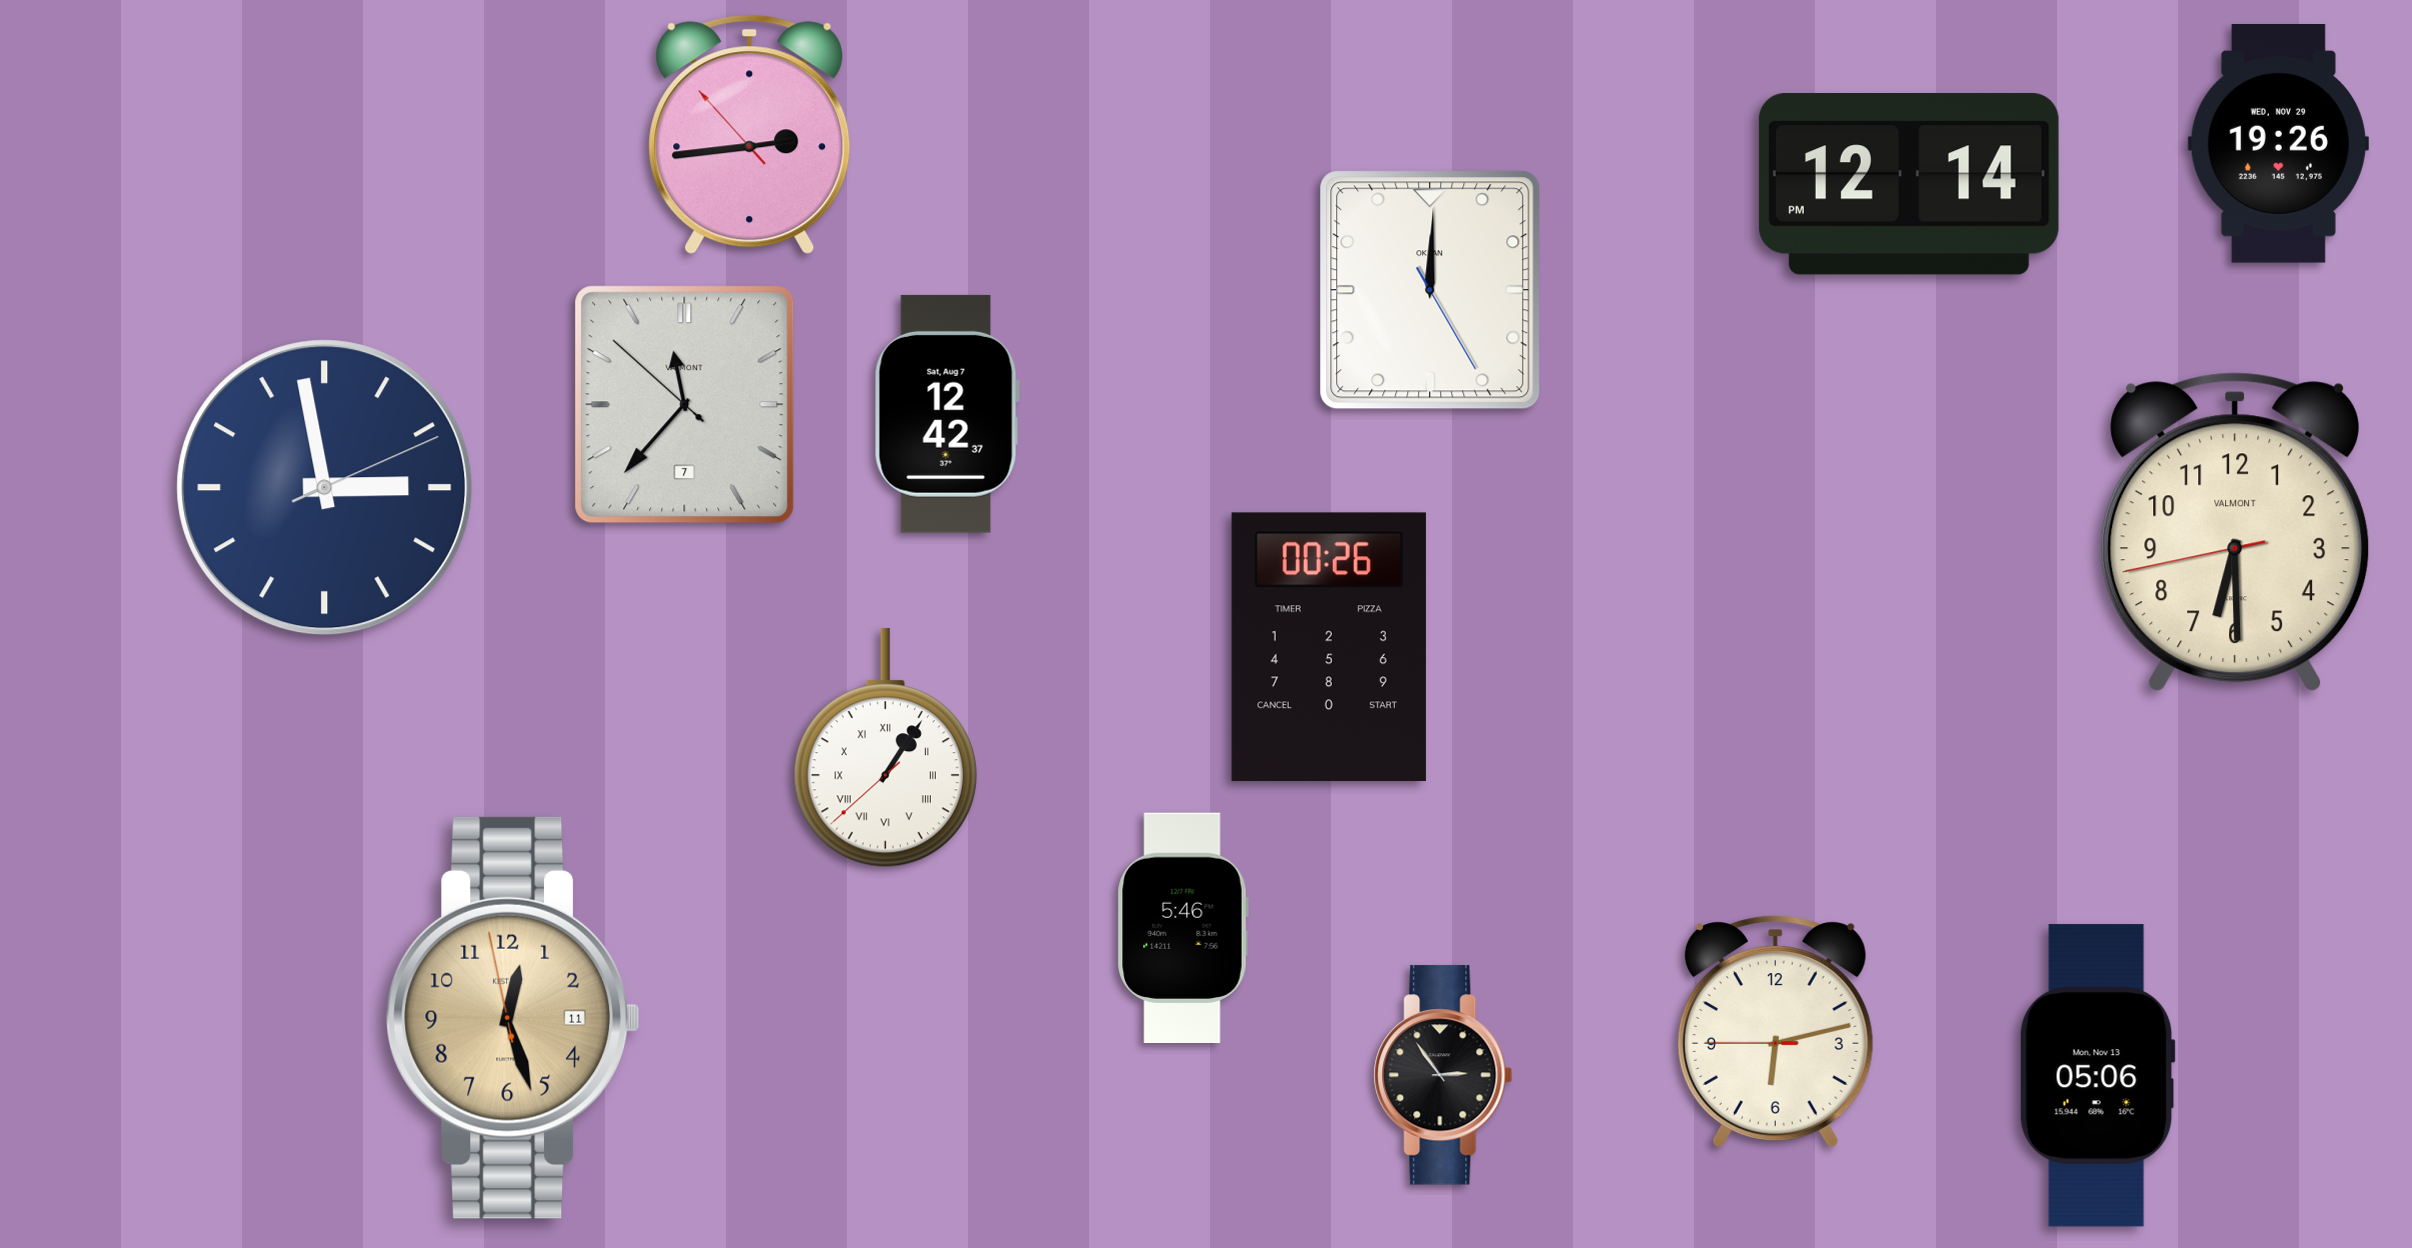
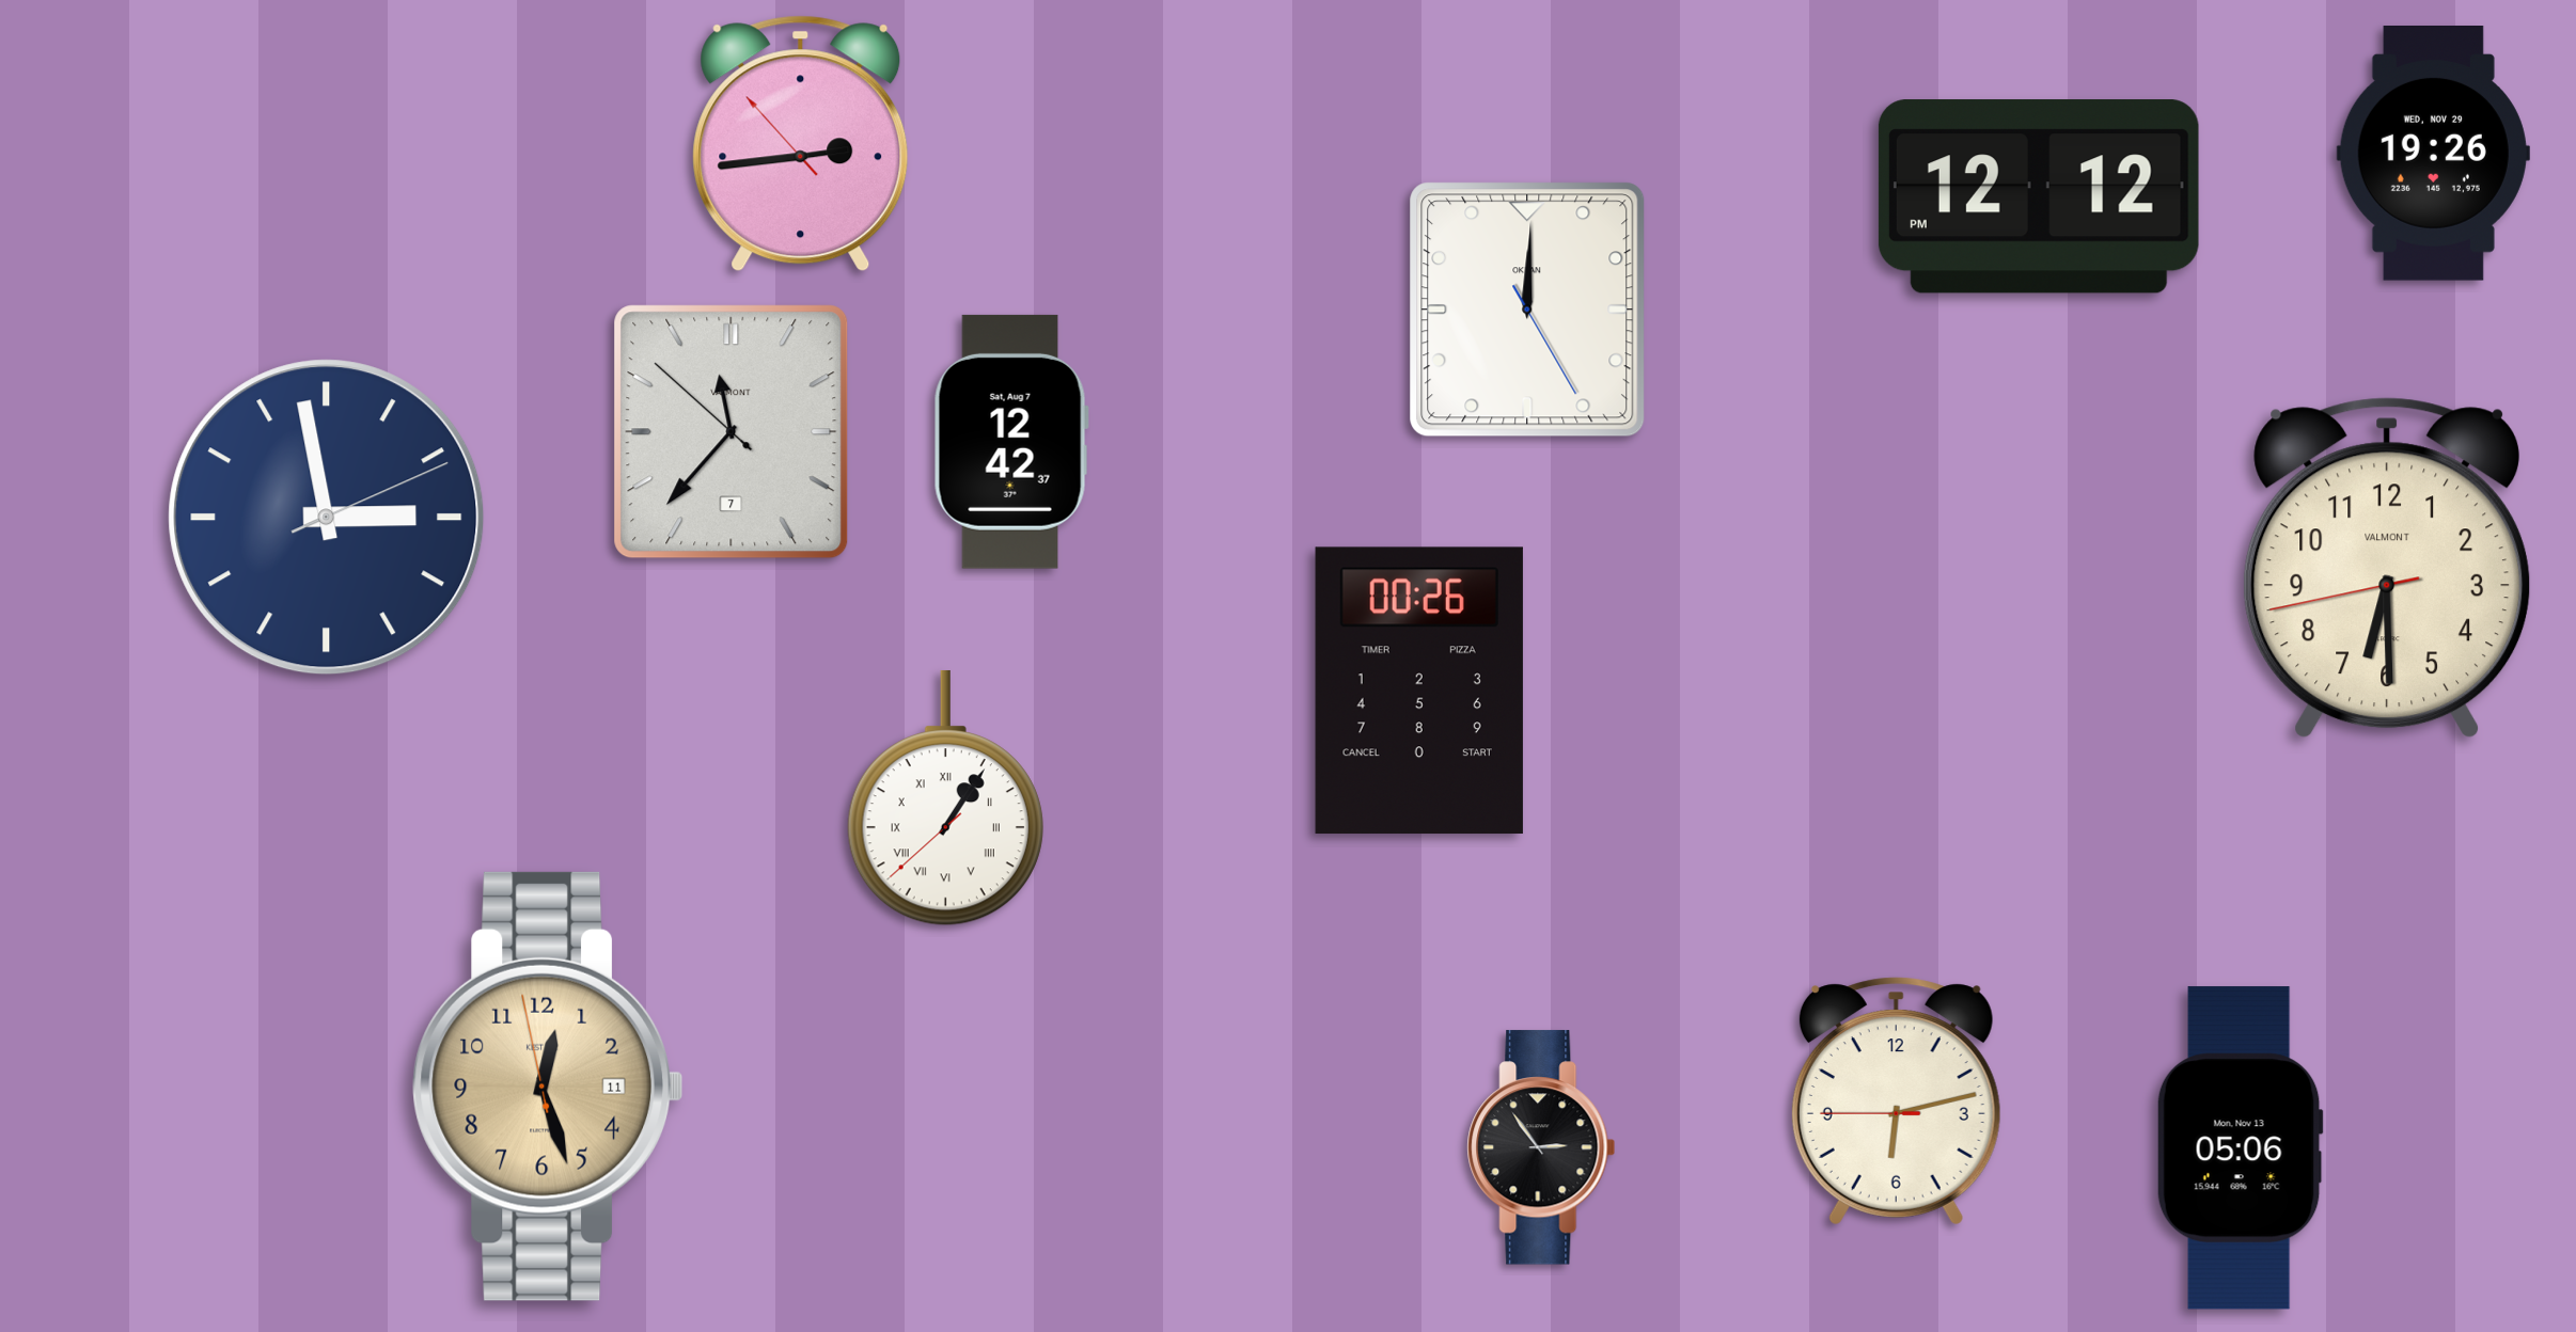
clock at (1909, 184): 12:14 -> 12:12
clock at (325, 488) position: (325, 488) -> (327, 518)
clock at (1183, 927): 5:46 -> none
